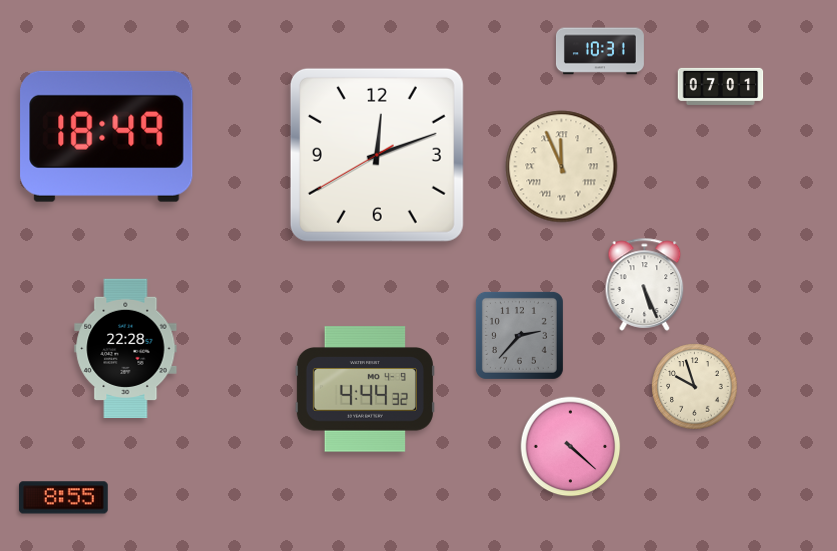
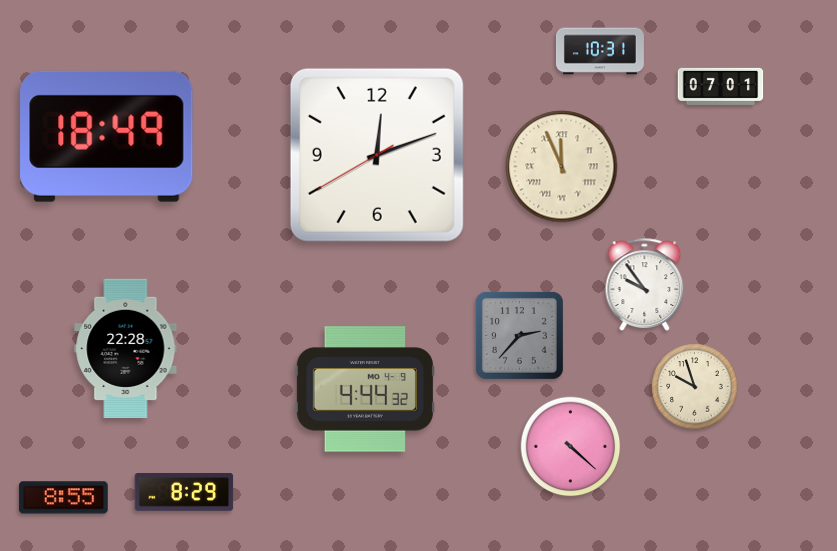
clock at (645, 284): 5:26 -> 9:54
clock at (184, 493): none -> 8:29
